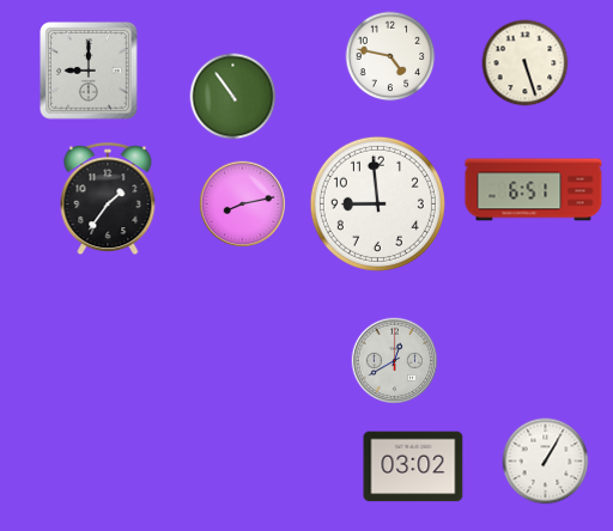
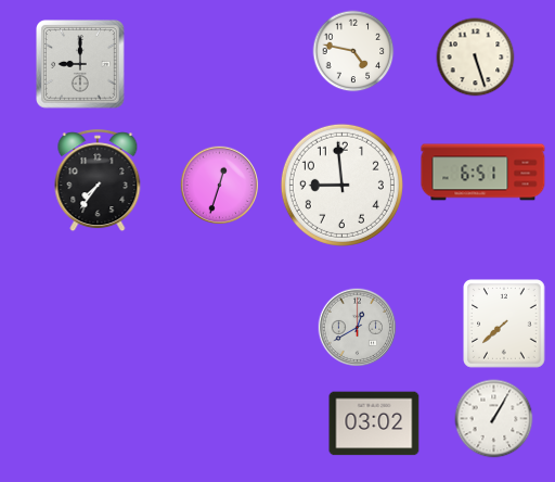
clock at (233, 97): 10:54 -> none
clock at (108, 200): 1:36 -> 7:36
clock at (243, 205): 8:13 -> 12:33
clock at (504, 324): none -> 7:38
